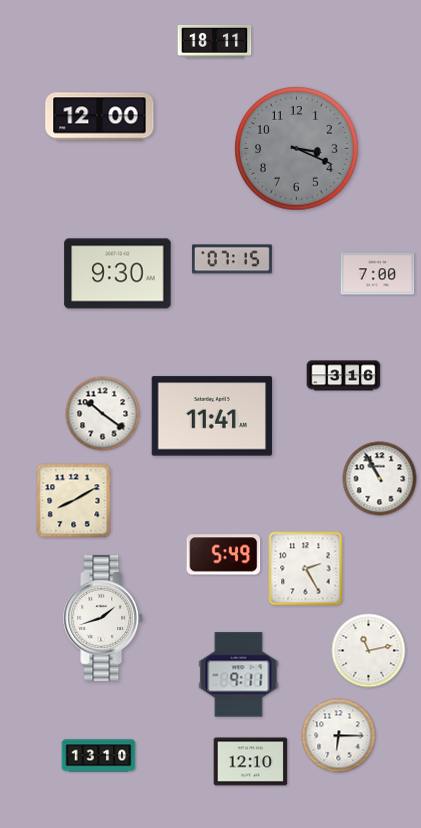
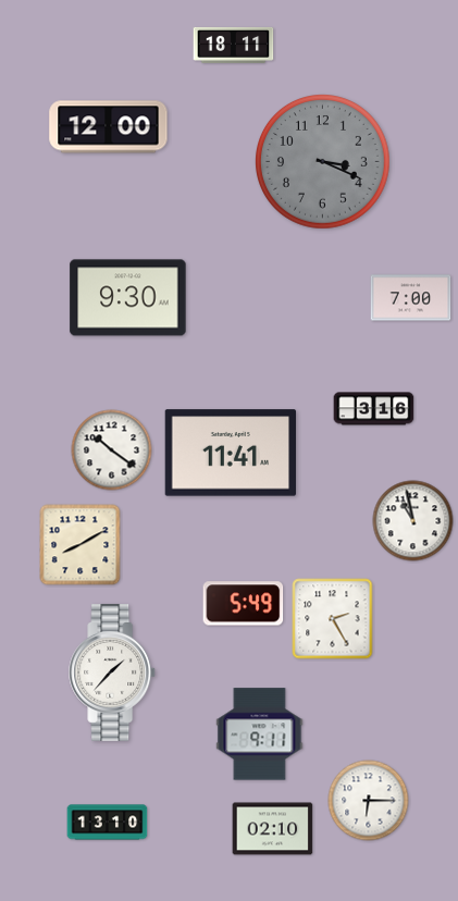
clock at (232, 259): 07:15 -> none
clock at (380, 479): 10:55 -> 10:58
clock at (104, 618): 1:42 -> 1:37
clock at (369, 651): 11:13 -> none
clock at (251, 762): 12:10 -> 02:10
